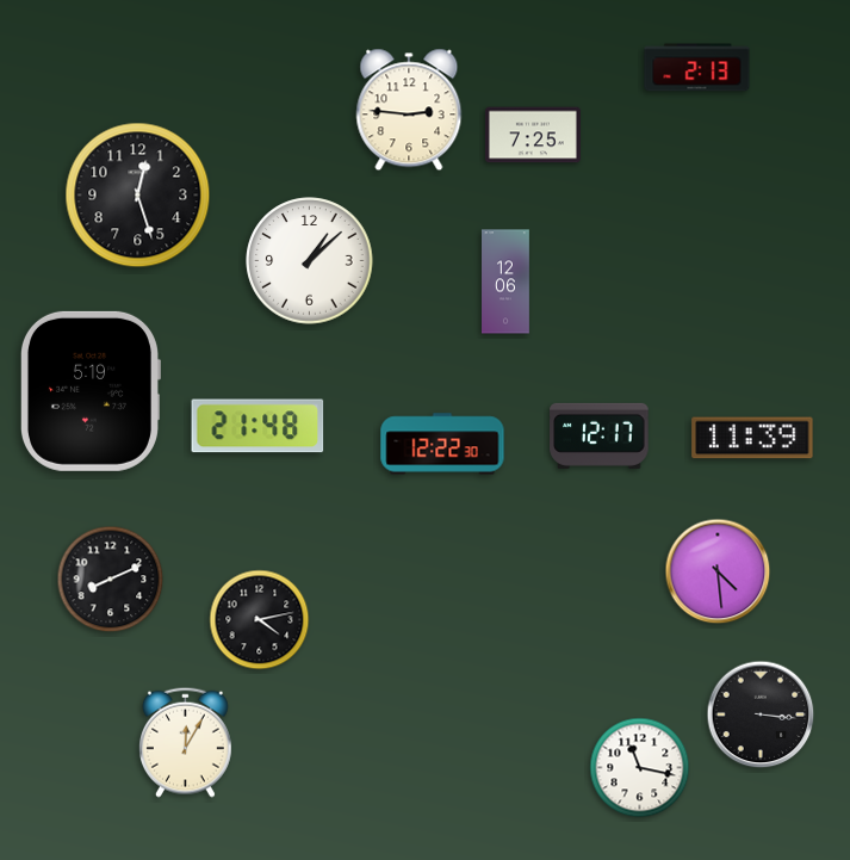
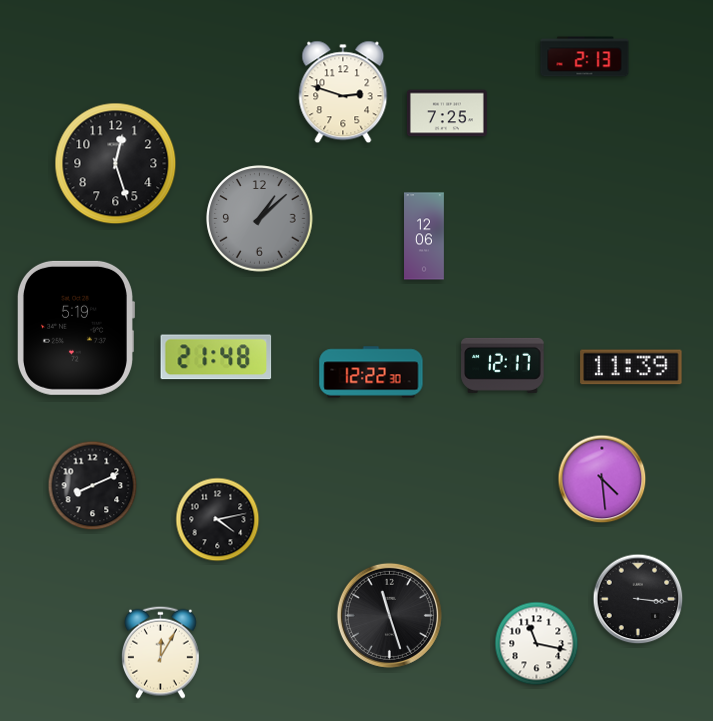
clock at (409, 110): 2:46 -> 2:48
clock at (310, 261) dial: white -> grey
clock at (389, 615): none -> 11:27
clock at (185, 742) position: (185, 742) -> (160, 652)
